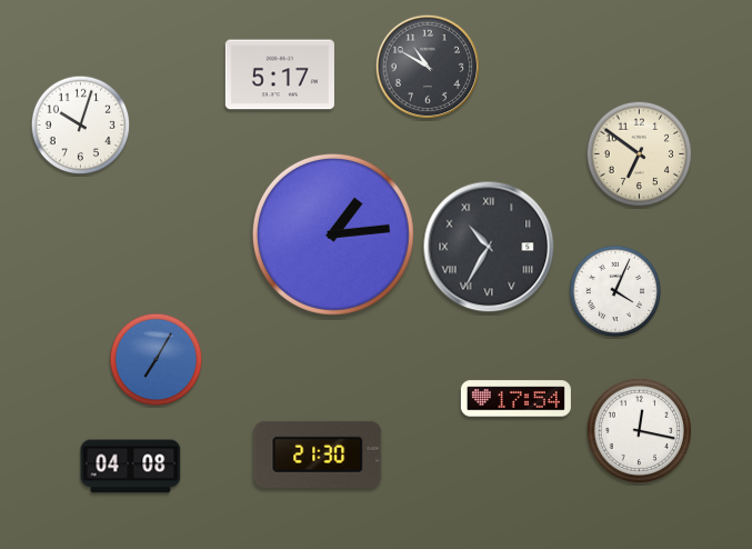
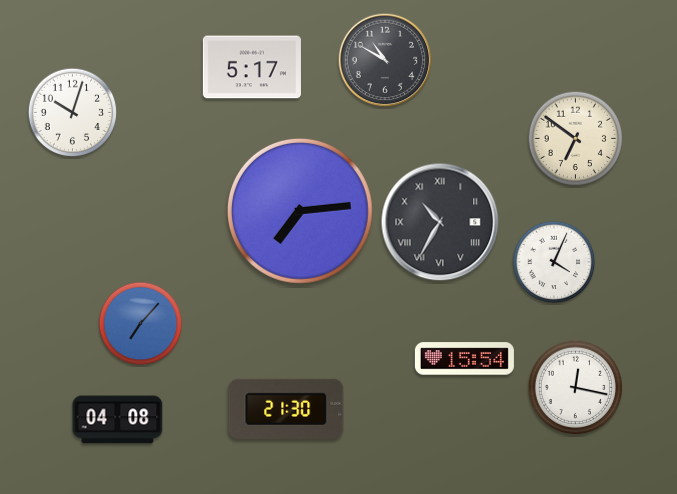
clock at (333, 234): 1:14 -> 7:14
clock at (157, 360): 7:05 -> 7:07
clock at (515, 399): 17:54 -> 15:54
